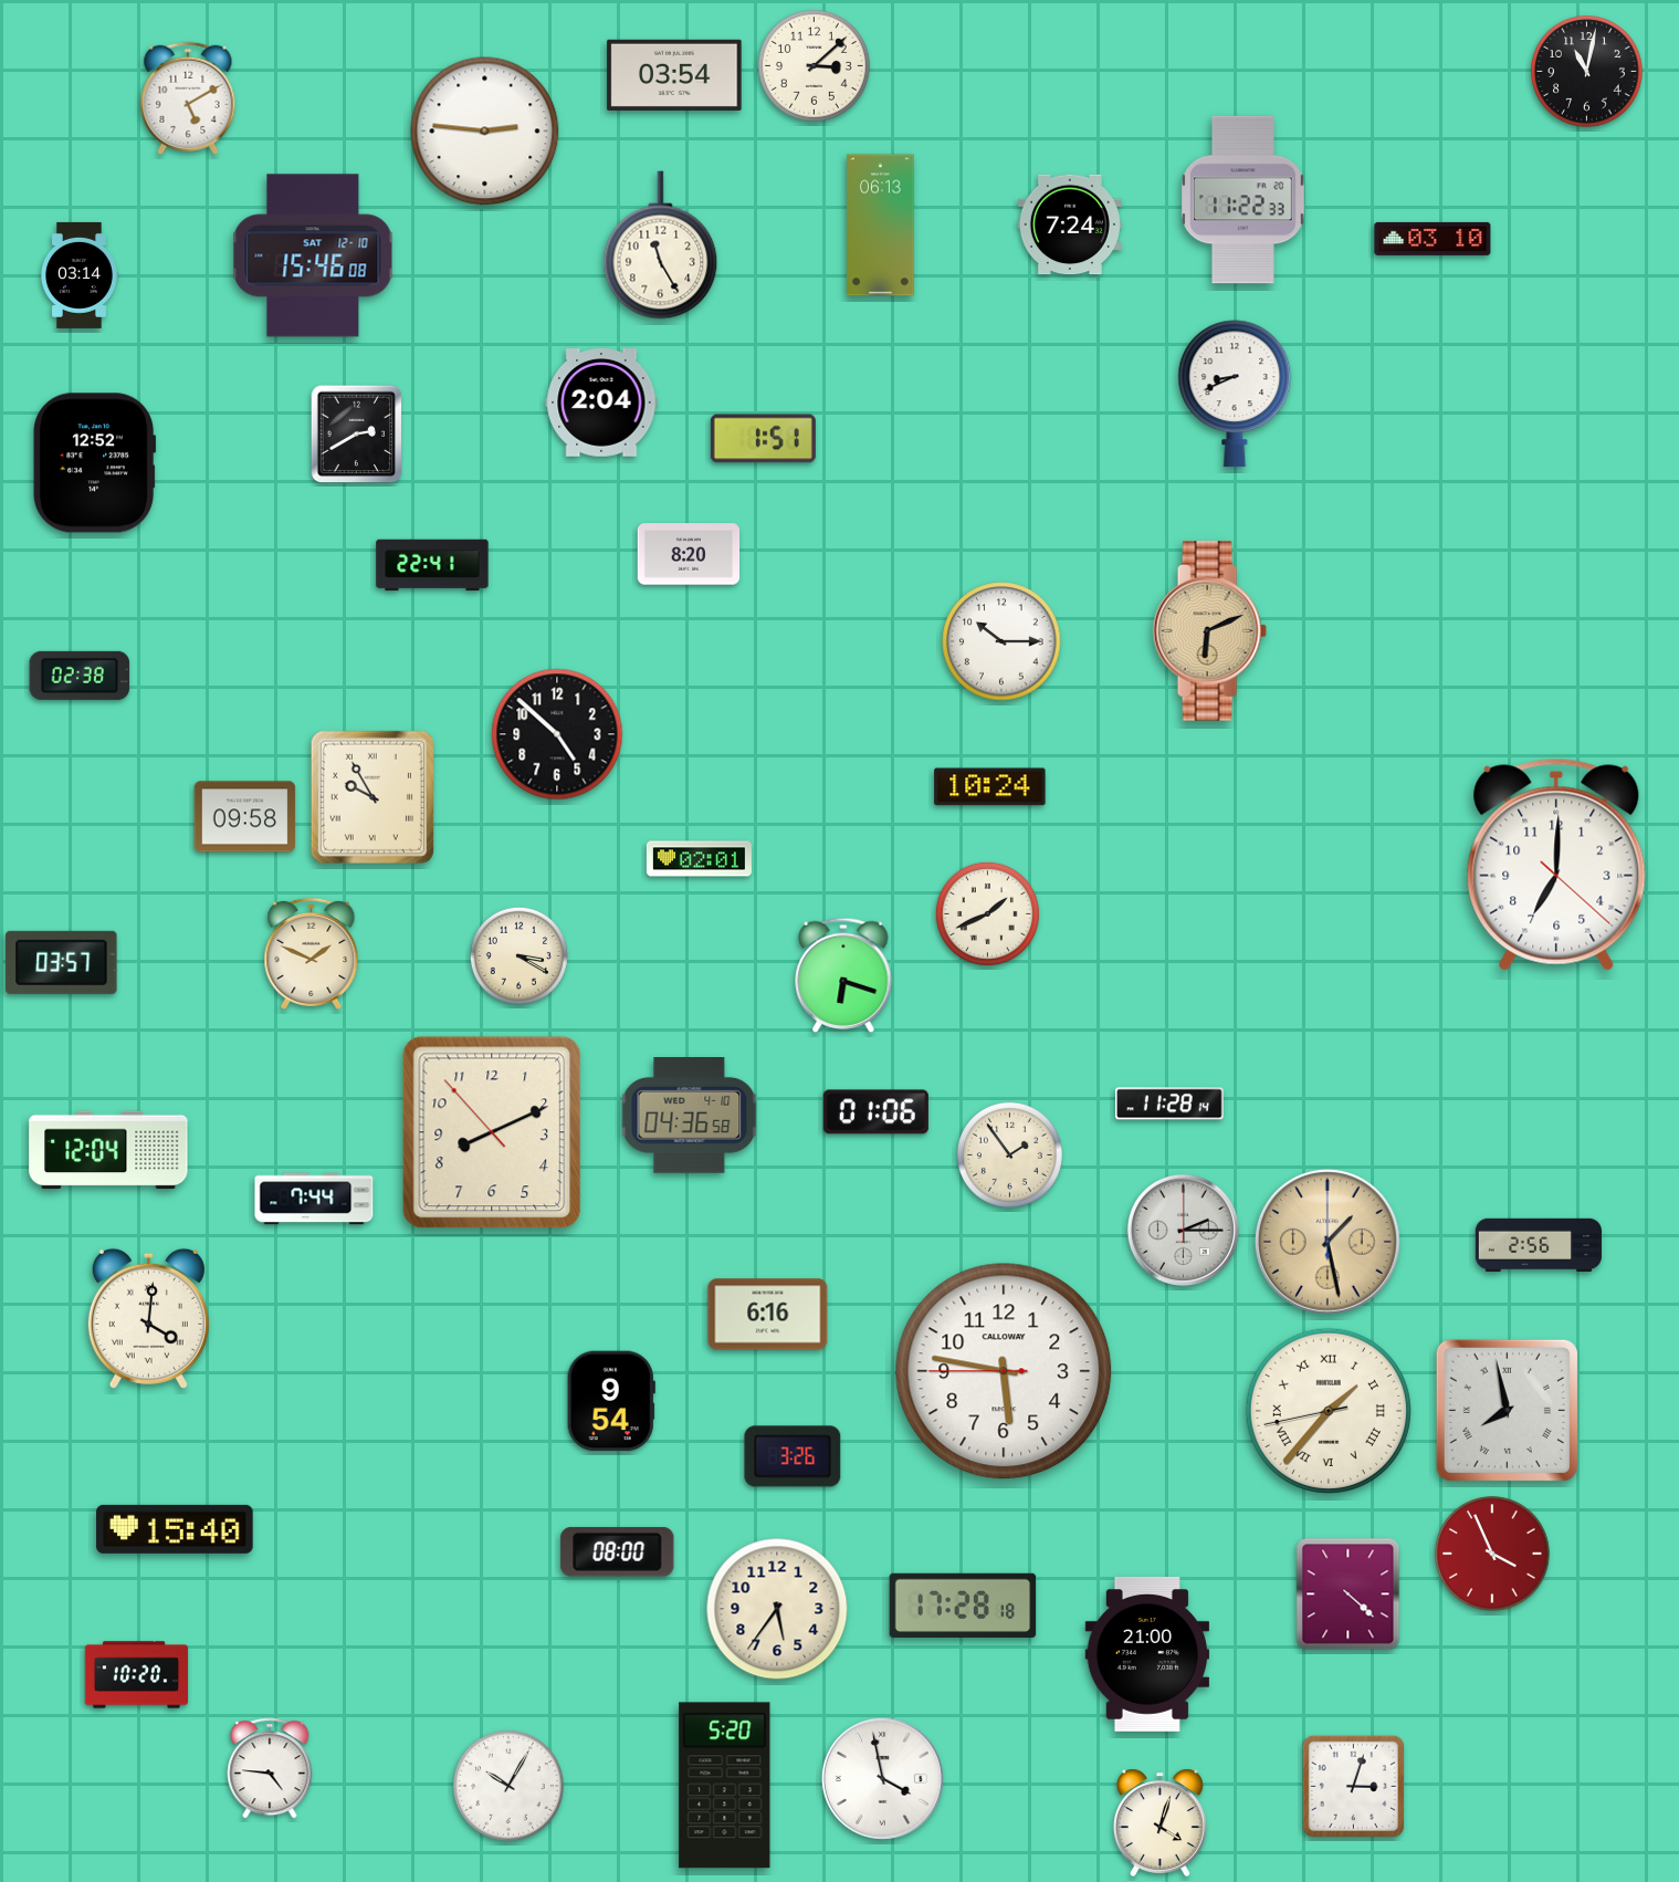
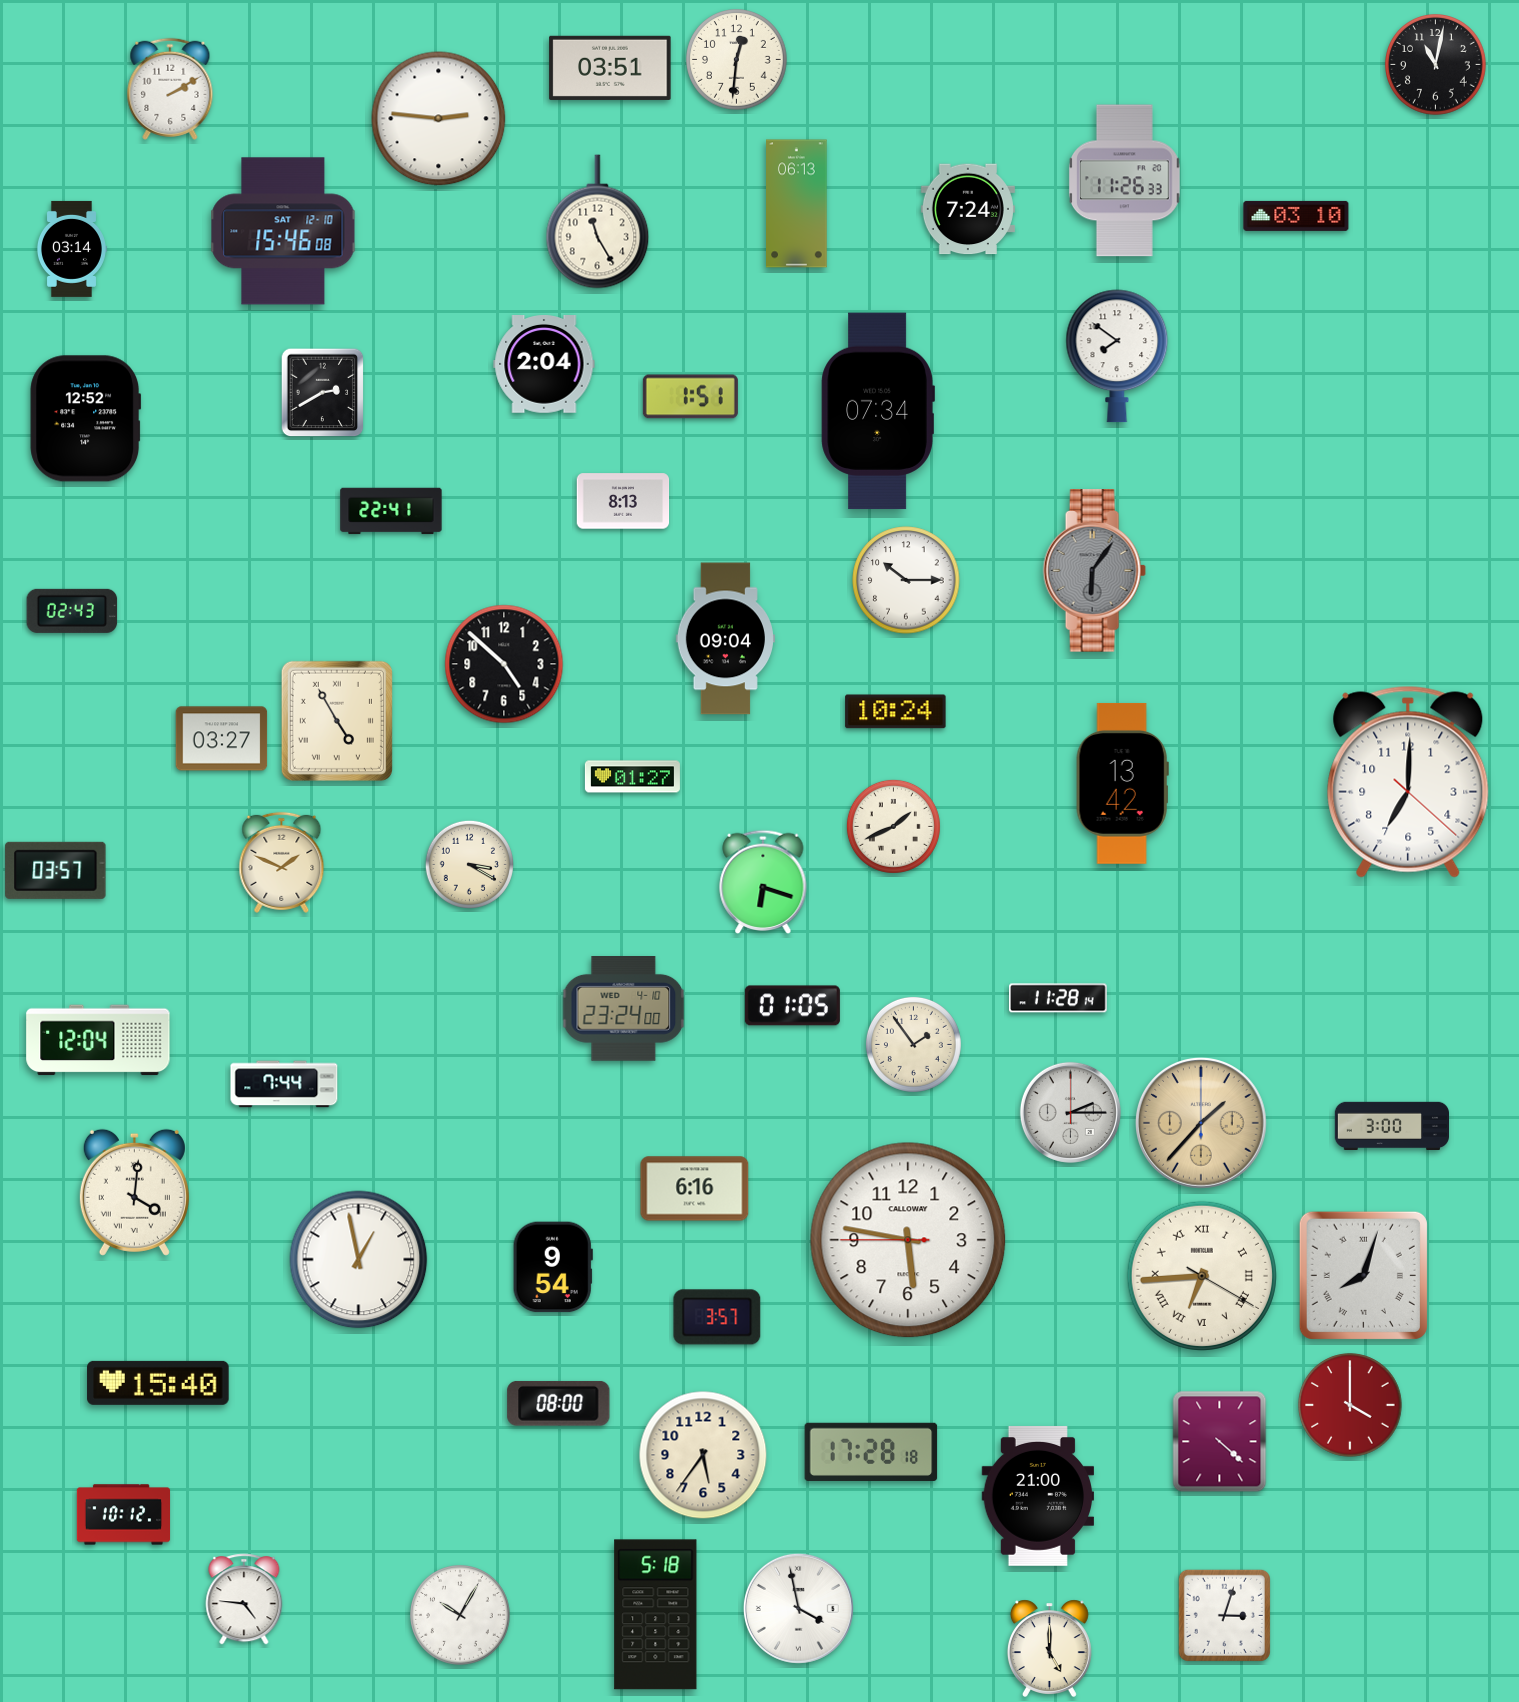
clock at (815, 66): 3:08 -> 12:31
clock at (674, 75): 03:54 -> 03:51
clock at (188, 98): 5:10 -> 2:10
clock at (1242, 200): 11:22 -> 11:26
clock at (1070, 224) position: (1070, 224) -> (968, 209)
clock at (1235, 394): 8:41 -> 7:51
clock at (878, 411): none -> 07:34
clock at (689, 554): 8:20 -> 8:13
clock at (1209, 631): 6:11 -> 6:06
clock at (1209, 631) dial: champagne -> grey
clock at (80, 676): 02:38 -> 02:43
clock at (725, 639): none -> 09:04
clock at (372, 797): 9:55 -> 4:55
clock at (245, 817): 09:58 -> 03:27
clock at (699, 859): 02:01 -> 01:27
clock at (1122, 783): none -> 13:42
clock at (875, 1112): 01:06 -> 01:05
clock at (690, 1116): 04:36 -> 23:24
clock at (492, 1132): 8:10 -> none
clock at (1329, 1243): 1:28 -> 1:37
clock at (1538, 1245): 2:56 -> 3:00
clock at (359, 1260): none -> 12:58
clock at (1507, 1410): 7:58 -> 8:03
clock at (1329, 1411): 1:36 -> 6:44
clock at (793, 1456): 3:26 -> 3:57
clock at (1492, 1554): 3:56 -> 4:00
clock at (137, 1675): 10:20 -> 10:12
clock at (725, 1786): 5:20 -> 5:18
clock at (1159, 1822): 4:03 -> 5:00
